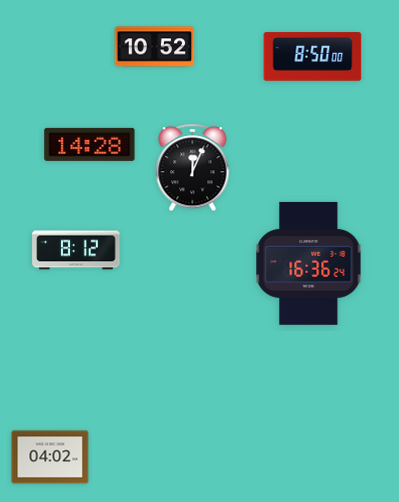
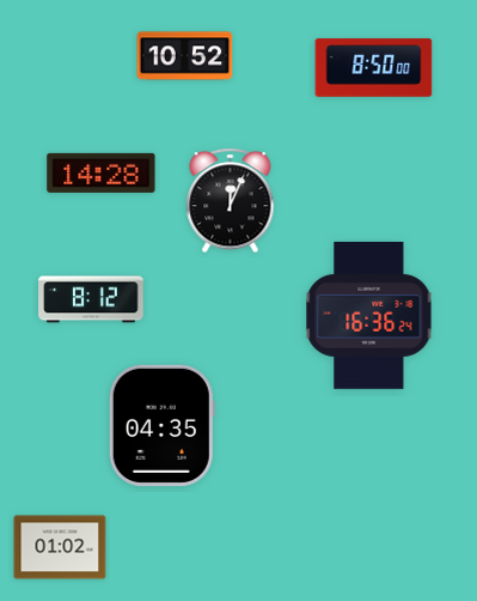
clock at (90, 144) position: (90, 144) -> (102, 172)
clock at (161, 425): none -> 04:35
clock at (50, 457): 04:02 -> 01:02
